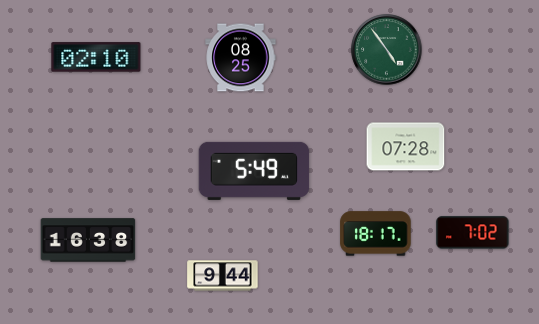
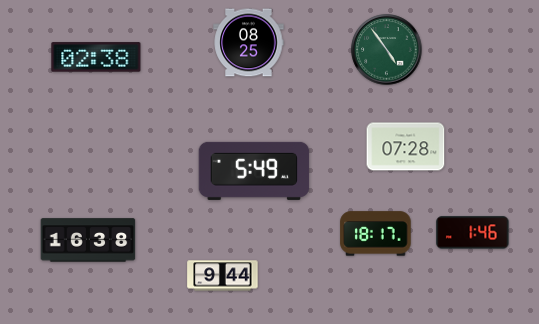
clock at (96, 57): 02:10 -> 02:38
clock at (241, 58) position: (241, 58) -> (249, 43)
clock at (473, 233): 7:02 -> 1:46
